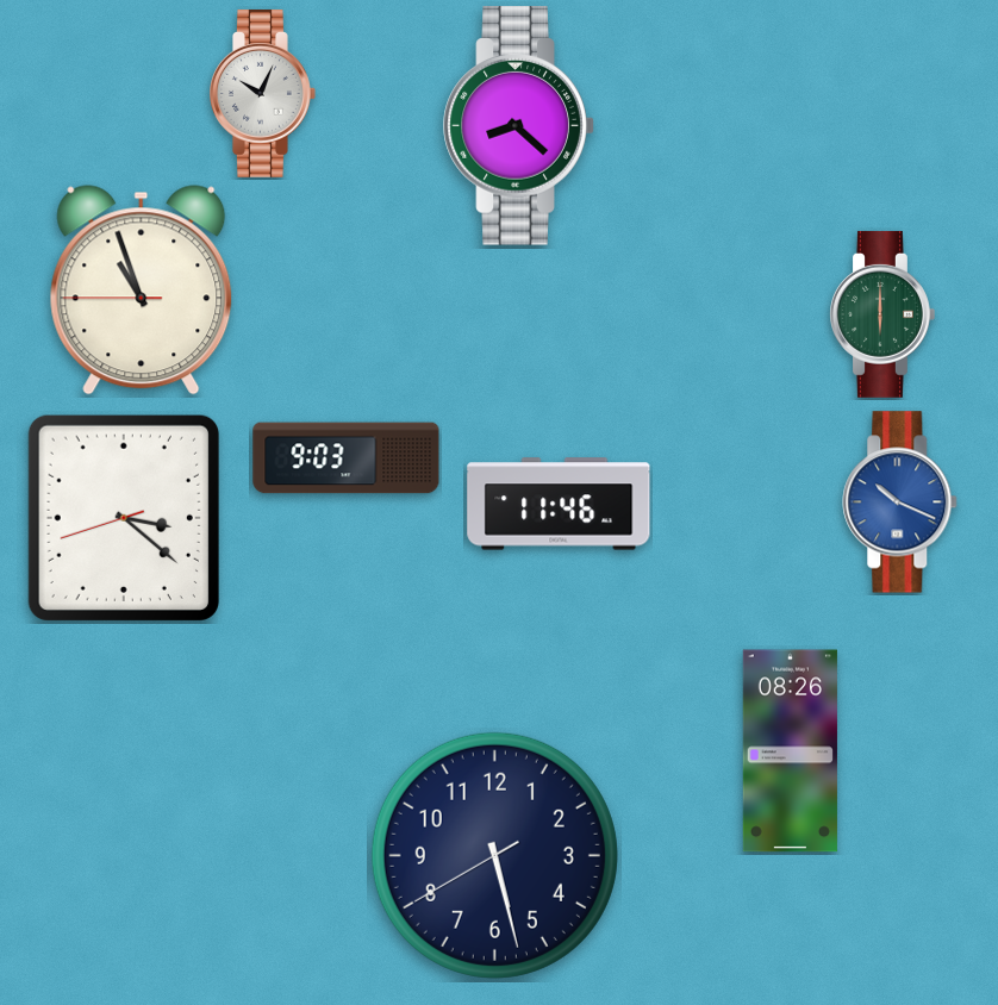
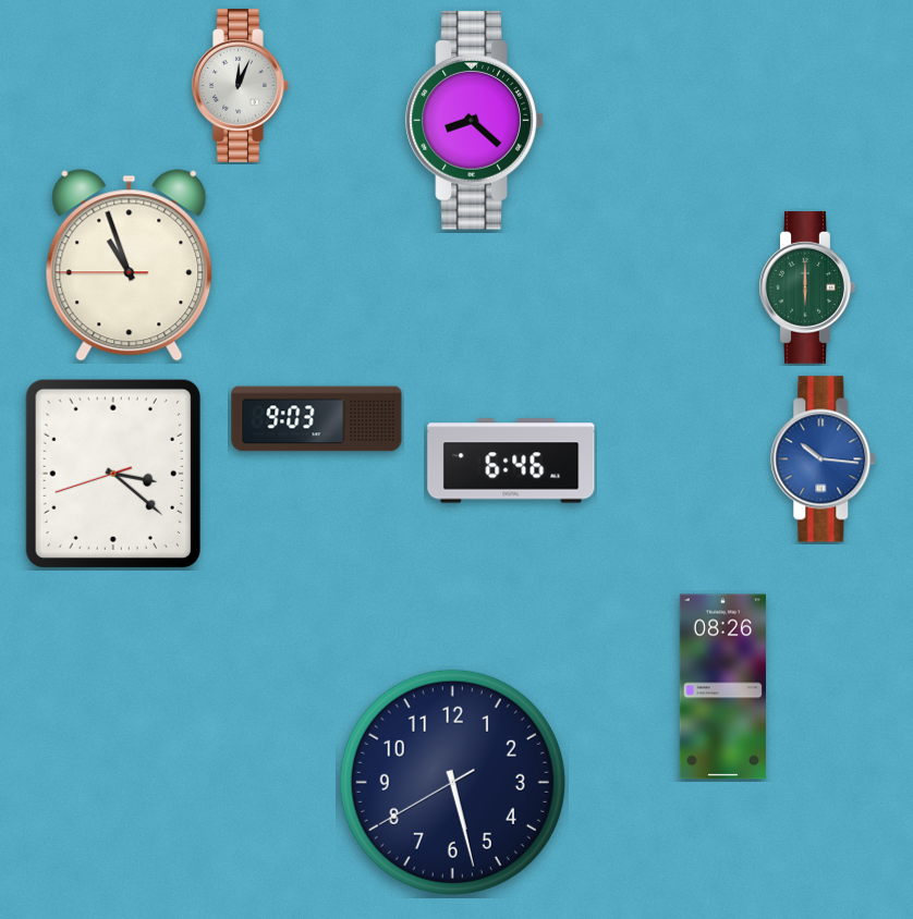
clock at (263, 93): 10:04 -> 12:04
clock at (519, 126) position: (519, 126) -> (475, 121)
clock at (900, 502): 10:19 -> 10:16
clock at (559, 504): 11:46 -> 6:46
